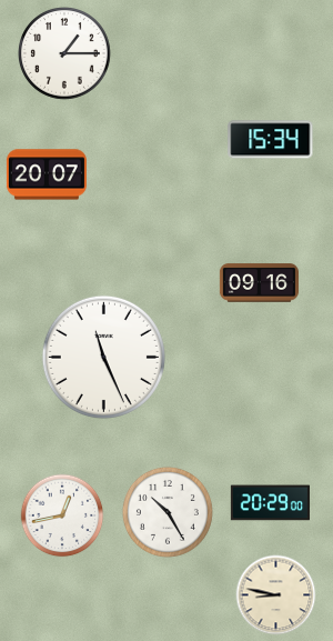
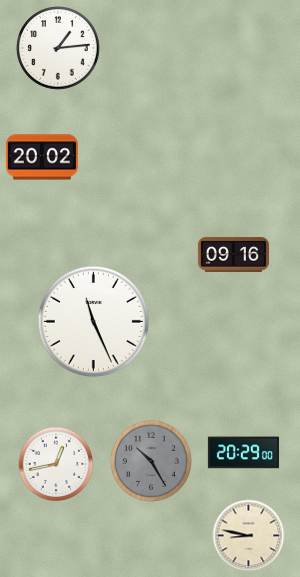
clock at (65, 54): 1:15 -> 1:14
clock at (271, 140): 15:34 -> none
clock at (47, 174): 20:07 -> 20:02
clock at (168, 512) dial: white -> grey
